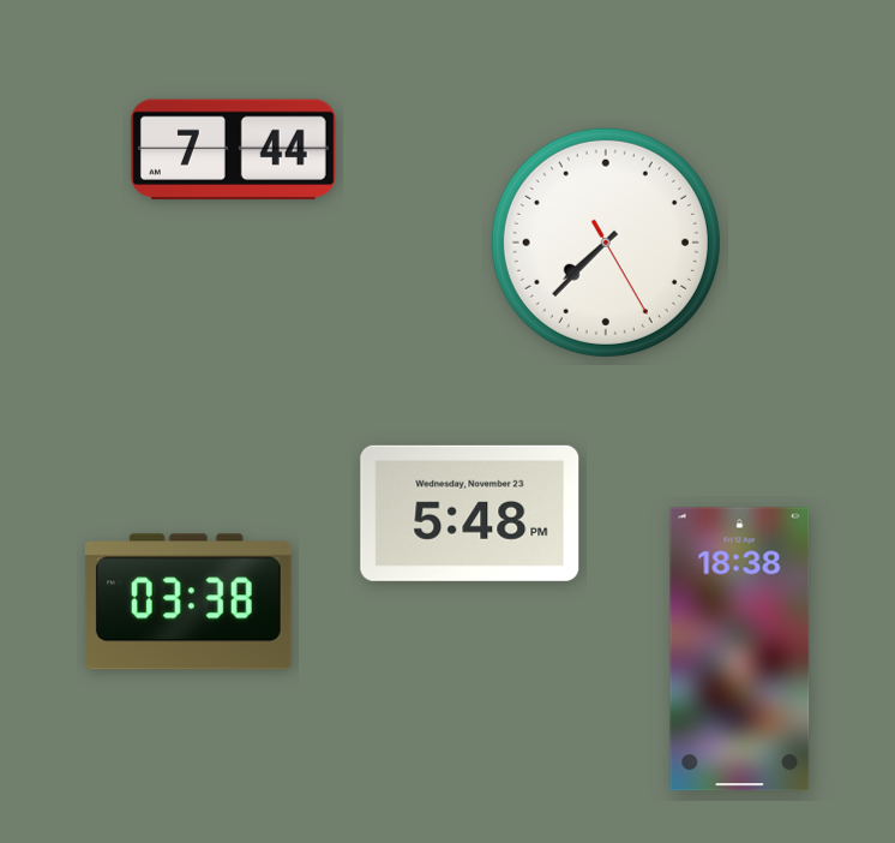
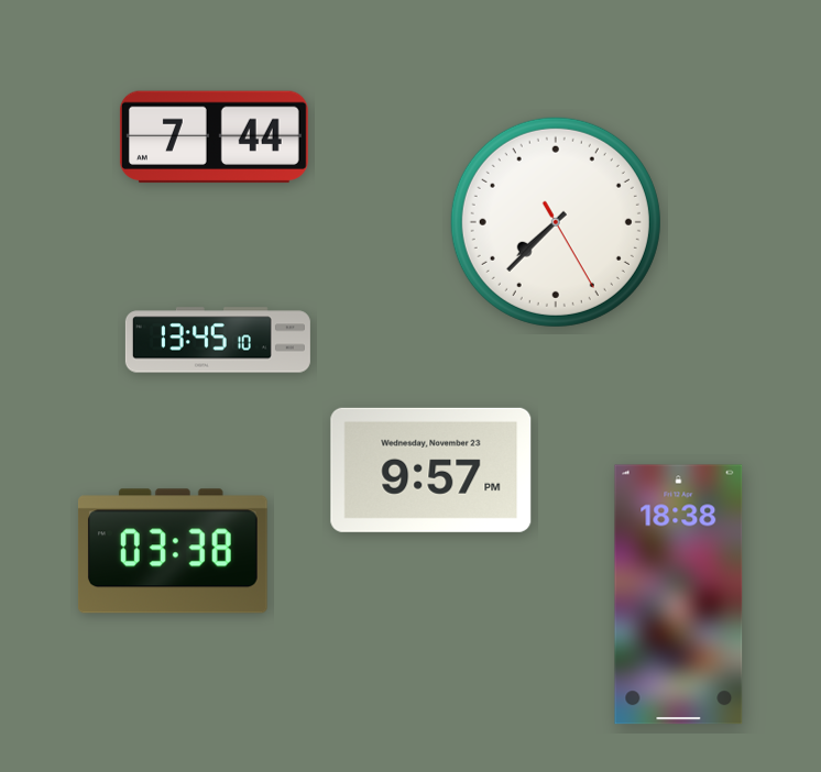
clock at (218, 340): none -> 13:45
clock at (470, 513): 5:48 -> 9:57
